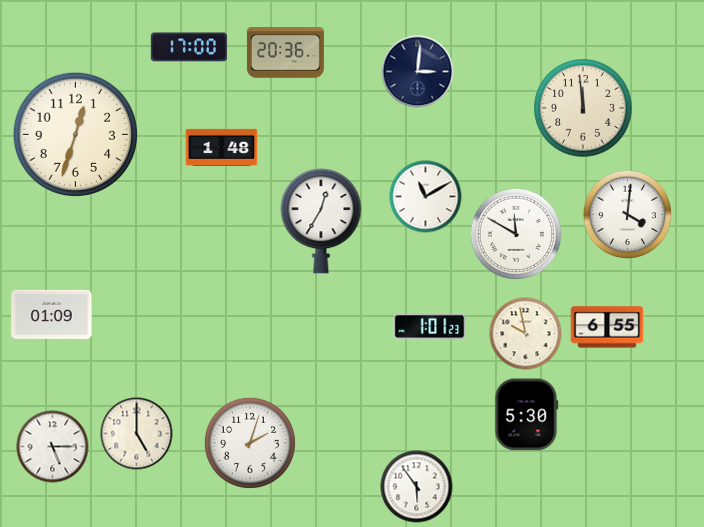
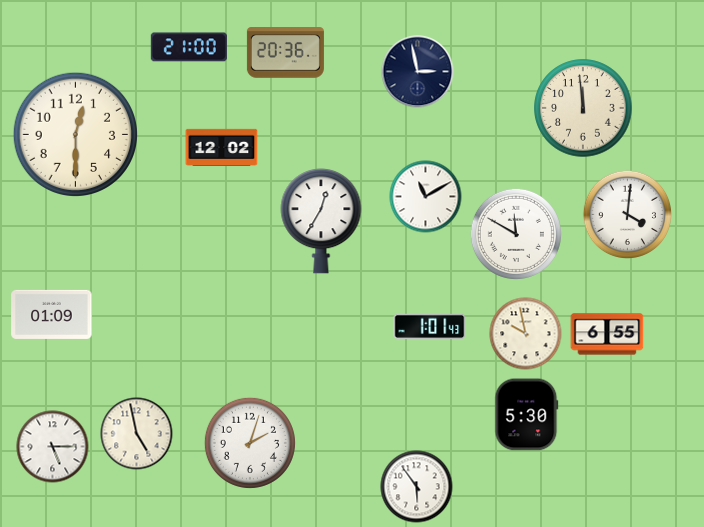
clock at (189, 47): 17:00 -> 21:00
clock at (418, 72): 3:01 -> 2:58
clock at (75, 134): 12:33 -> 12:30
clock at (222, 147): 1:48 -> 12:02
clock at (430, 326): 1:01:23 -> 1:01:43
clock at (607, 327) position: (607, 327) -> (607, 334)
clock at (137, 434): 5:00 -> 4:58
